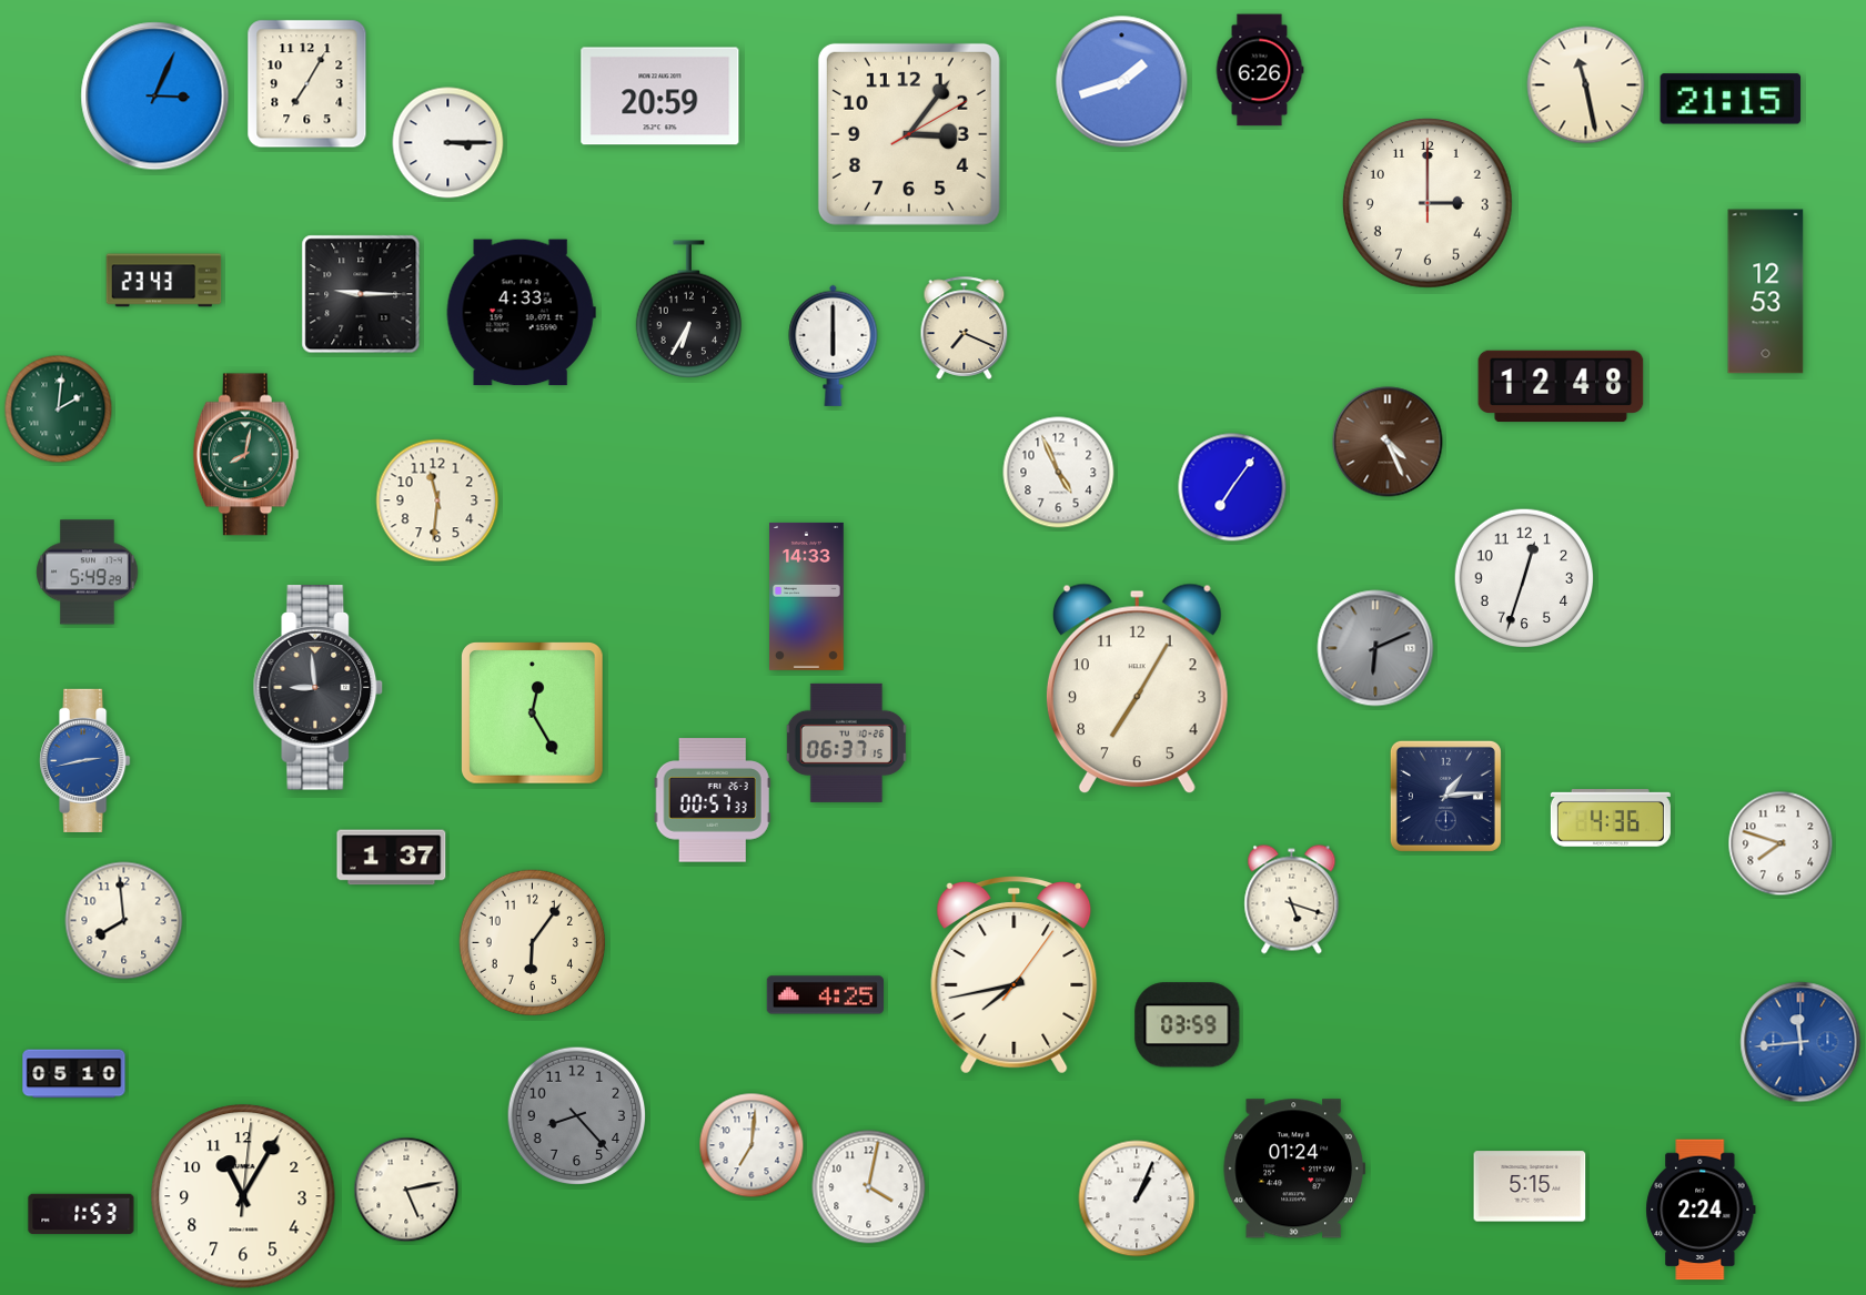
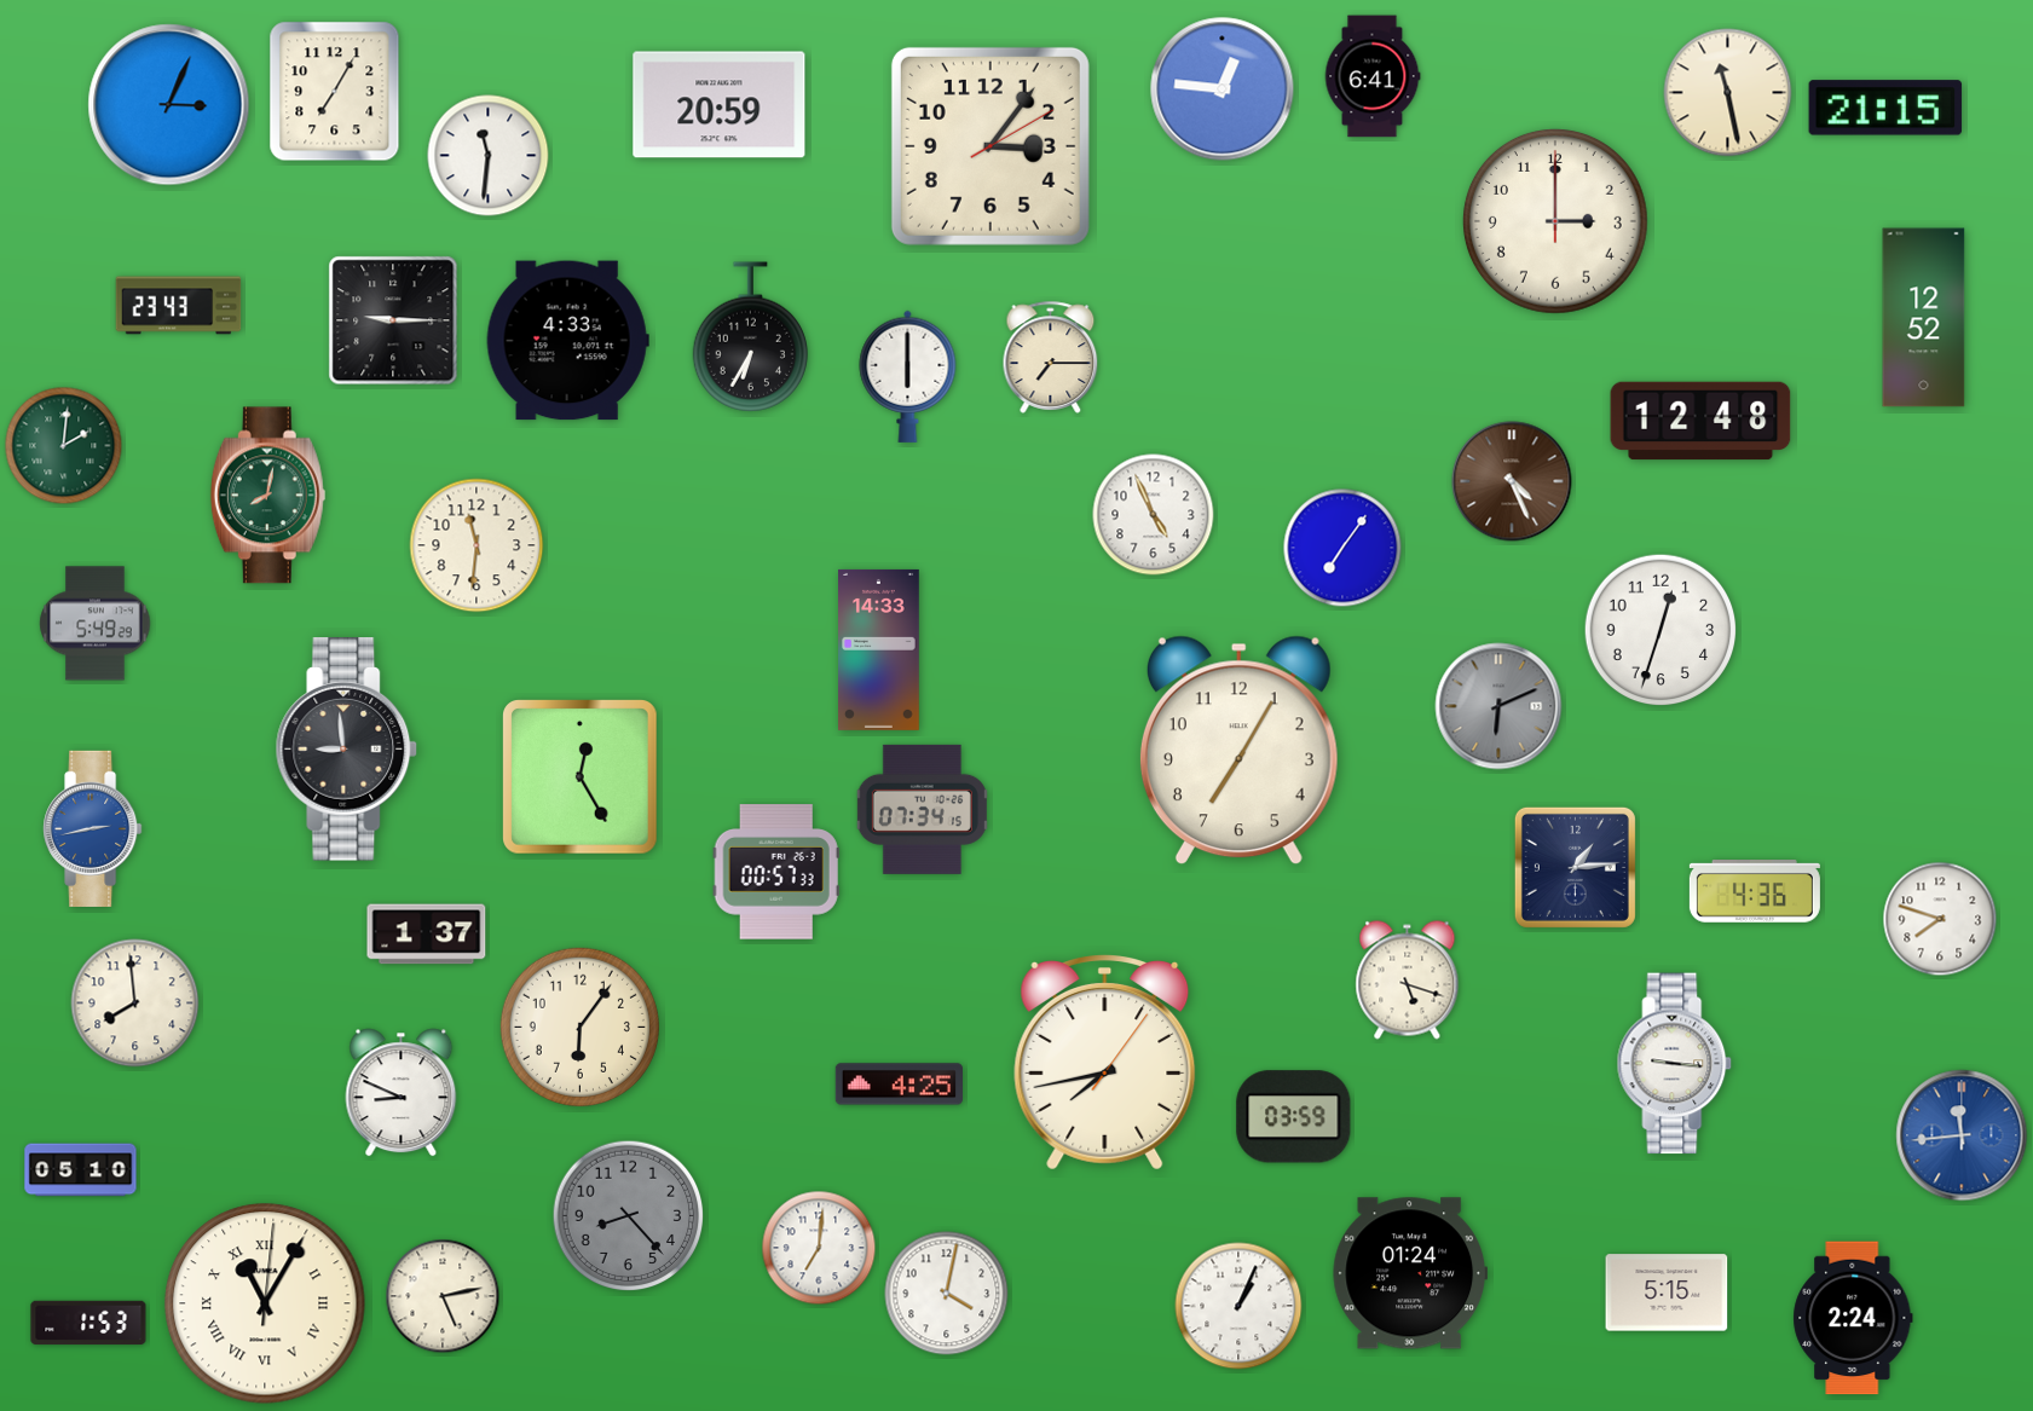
clock at (1260, 70): 6:26 -> 6:41
clock at (1122, 82): 1:42 -> 12:46
clock at (448, 143): 3:15 -> 11:31
clock at (1766, 292): 12:53 -> 12:52
clock at (965, 327): 7:19 -> 7:15
clock at (1232, 487) position: (1232, 487) -> (1342, 548)
clock at (846, 742): 06:37 -> 07:34
clock at (1675, 1064): none -> 9:16
clock at (402, 1093): none -> 8:49
clock at (243, 1196) numerals: Arabic -> Roman
